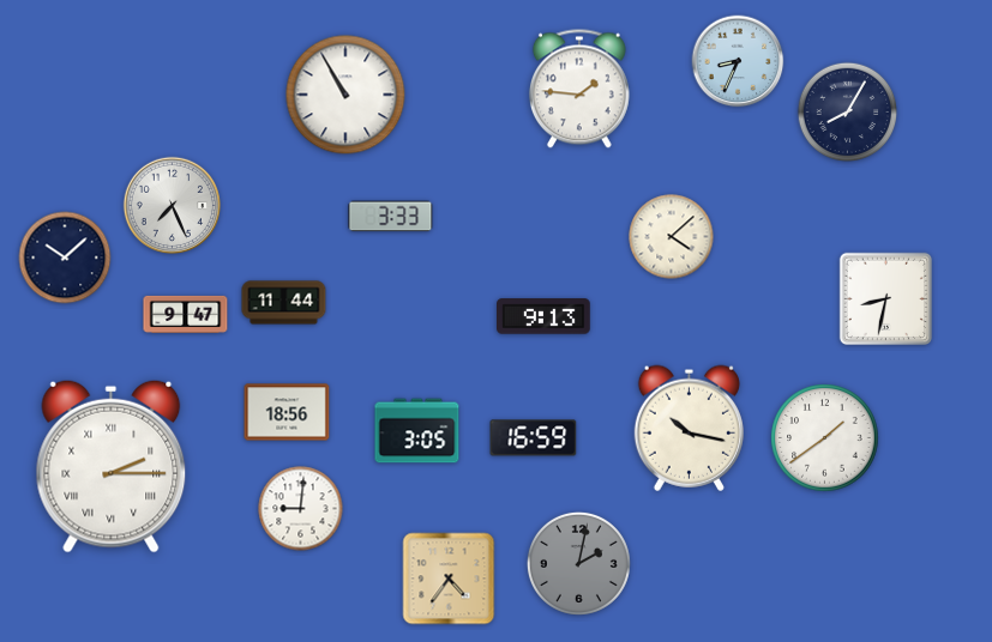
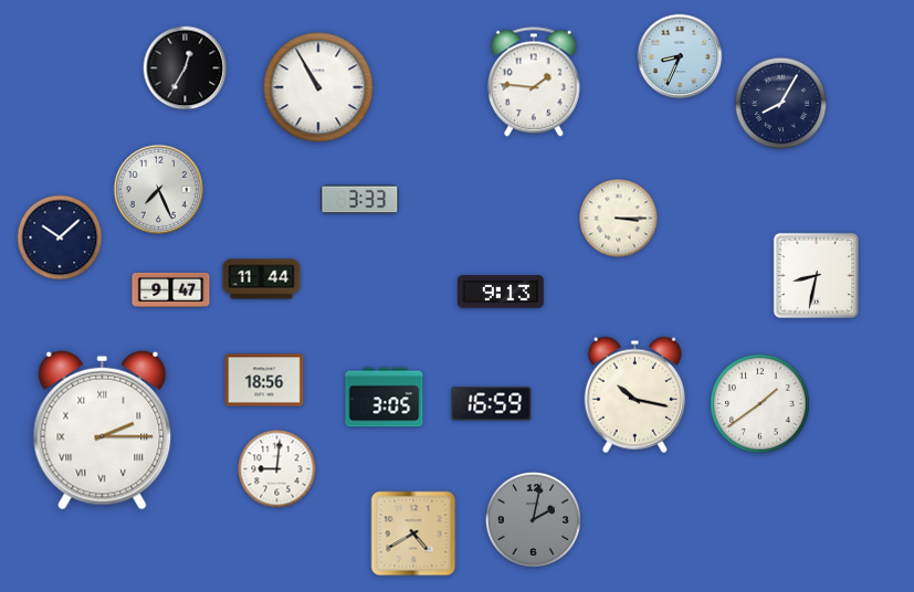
clock at (186, 68): none -> 12:35
clock at (672, 237): 4:08 -> 3:15
clock at (449, 579): 4:36 -> 4:40
